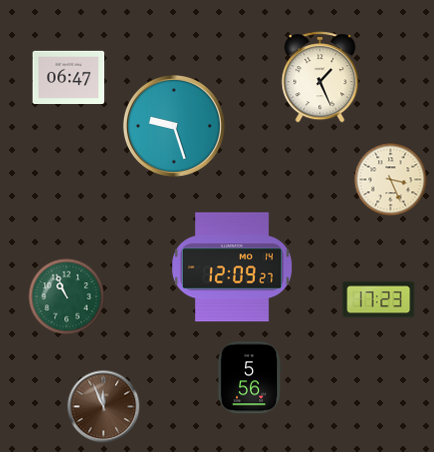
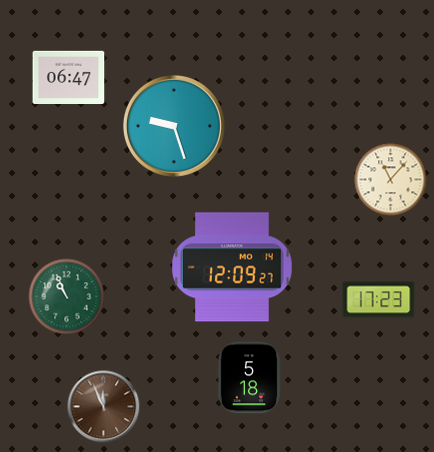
clock at (320, 77): 1:26 -> none
clock at (391, 180): 3:26 -> 11:07
clock at (249, 378): 5:56 -> 5:18
